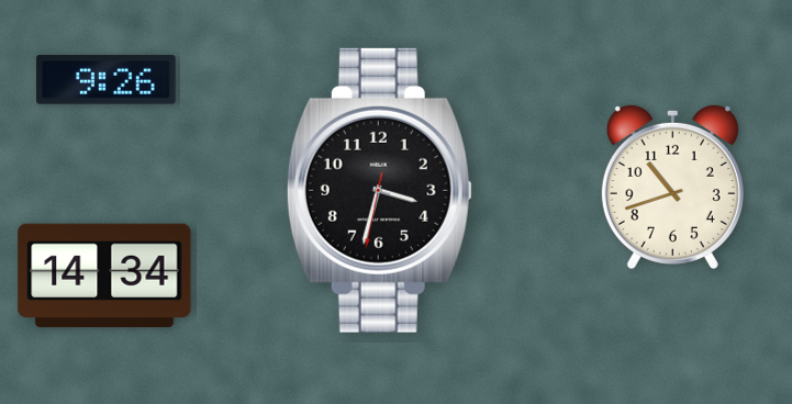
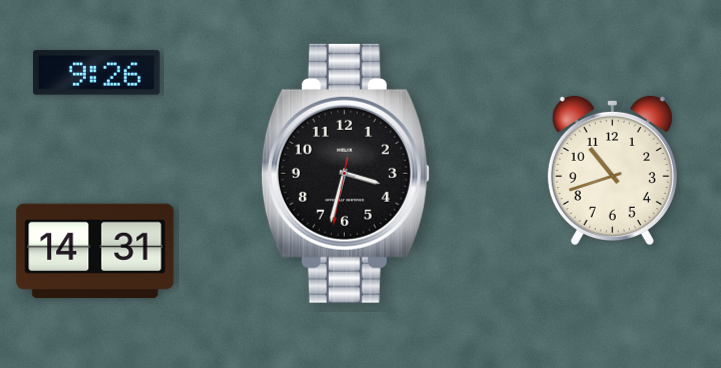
clock at (104, 276): 14:34 -> 14:31
